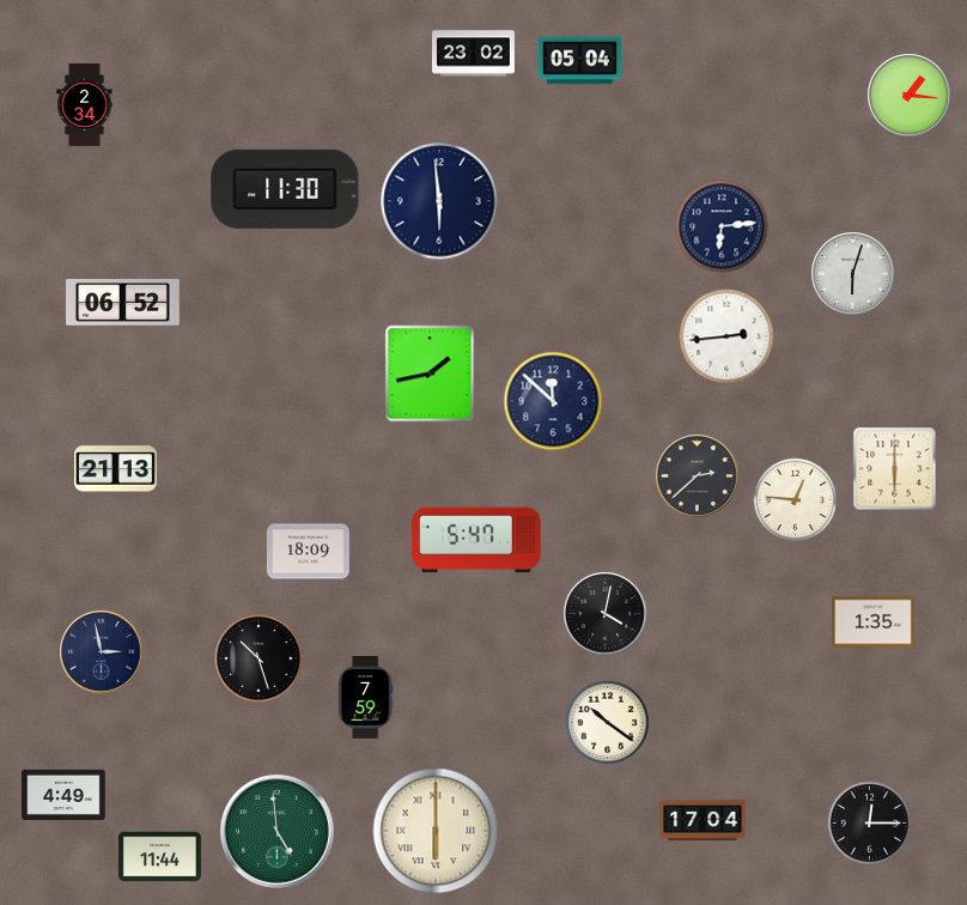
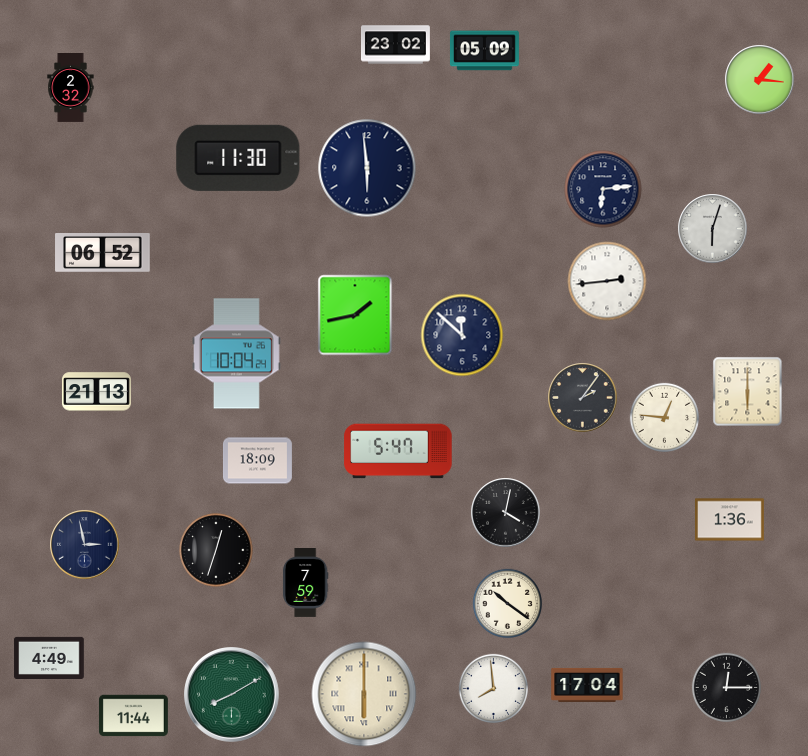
clock at (579, 61): 05:04 -> 05:09
clock at (85, 105): 2:34 -> 2:32
clock at (430, 373) position: (430, 373) -> (355, 315)
clock at (236, 354): none -> 10:04
clock at (698, 476): 2:38 -> 2:06
clock at (872, 622): 1:35 -> 1:36
clock at (259, 658): 10:27 -> 12:33
clock at (63, 794) position: (63, 794) -> (49, 657)
clock at (494, 689): none -> 7:59
clock at (278, 832): 4:59 -> 8:10
